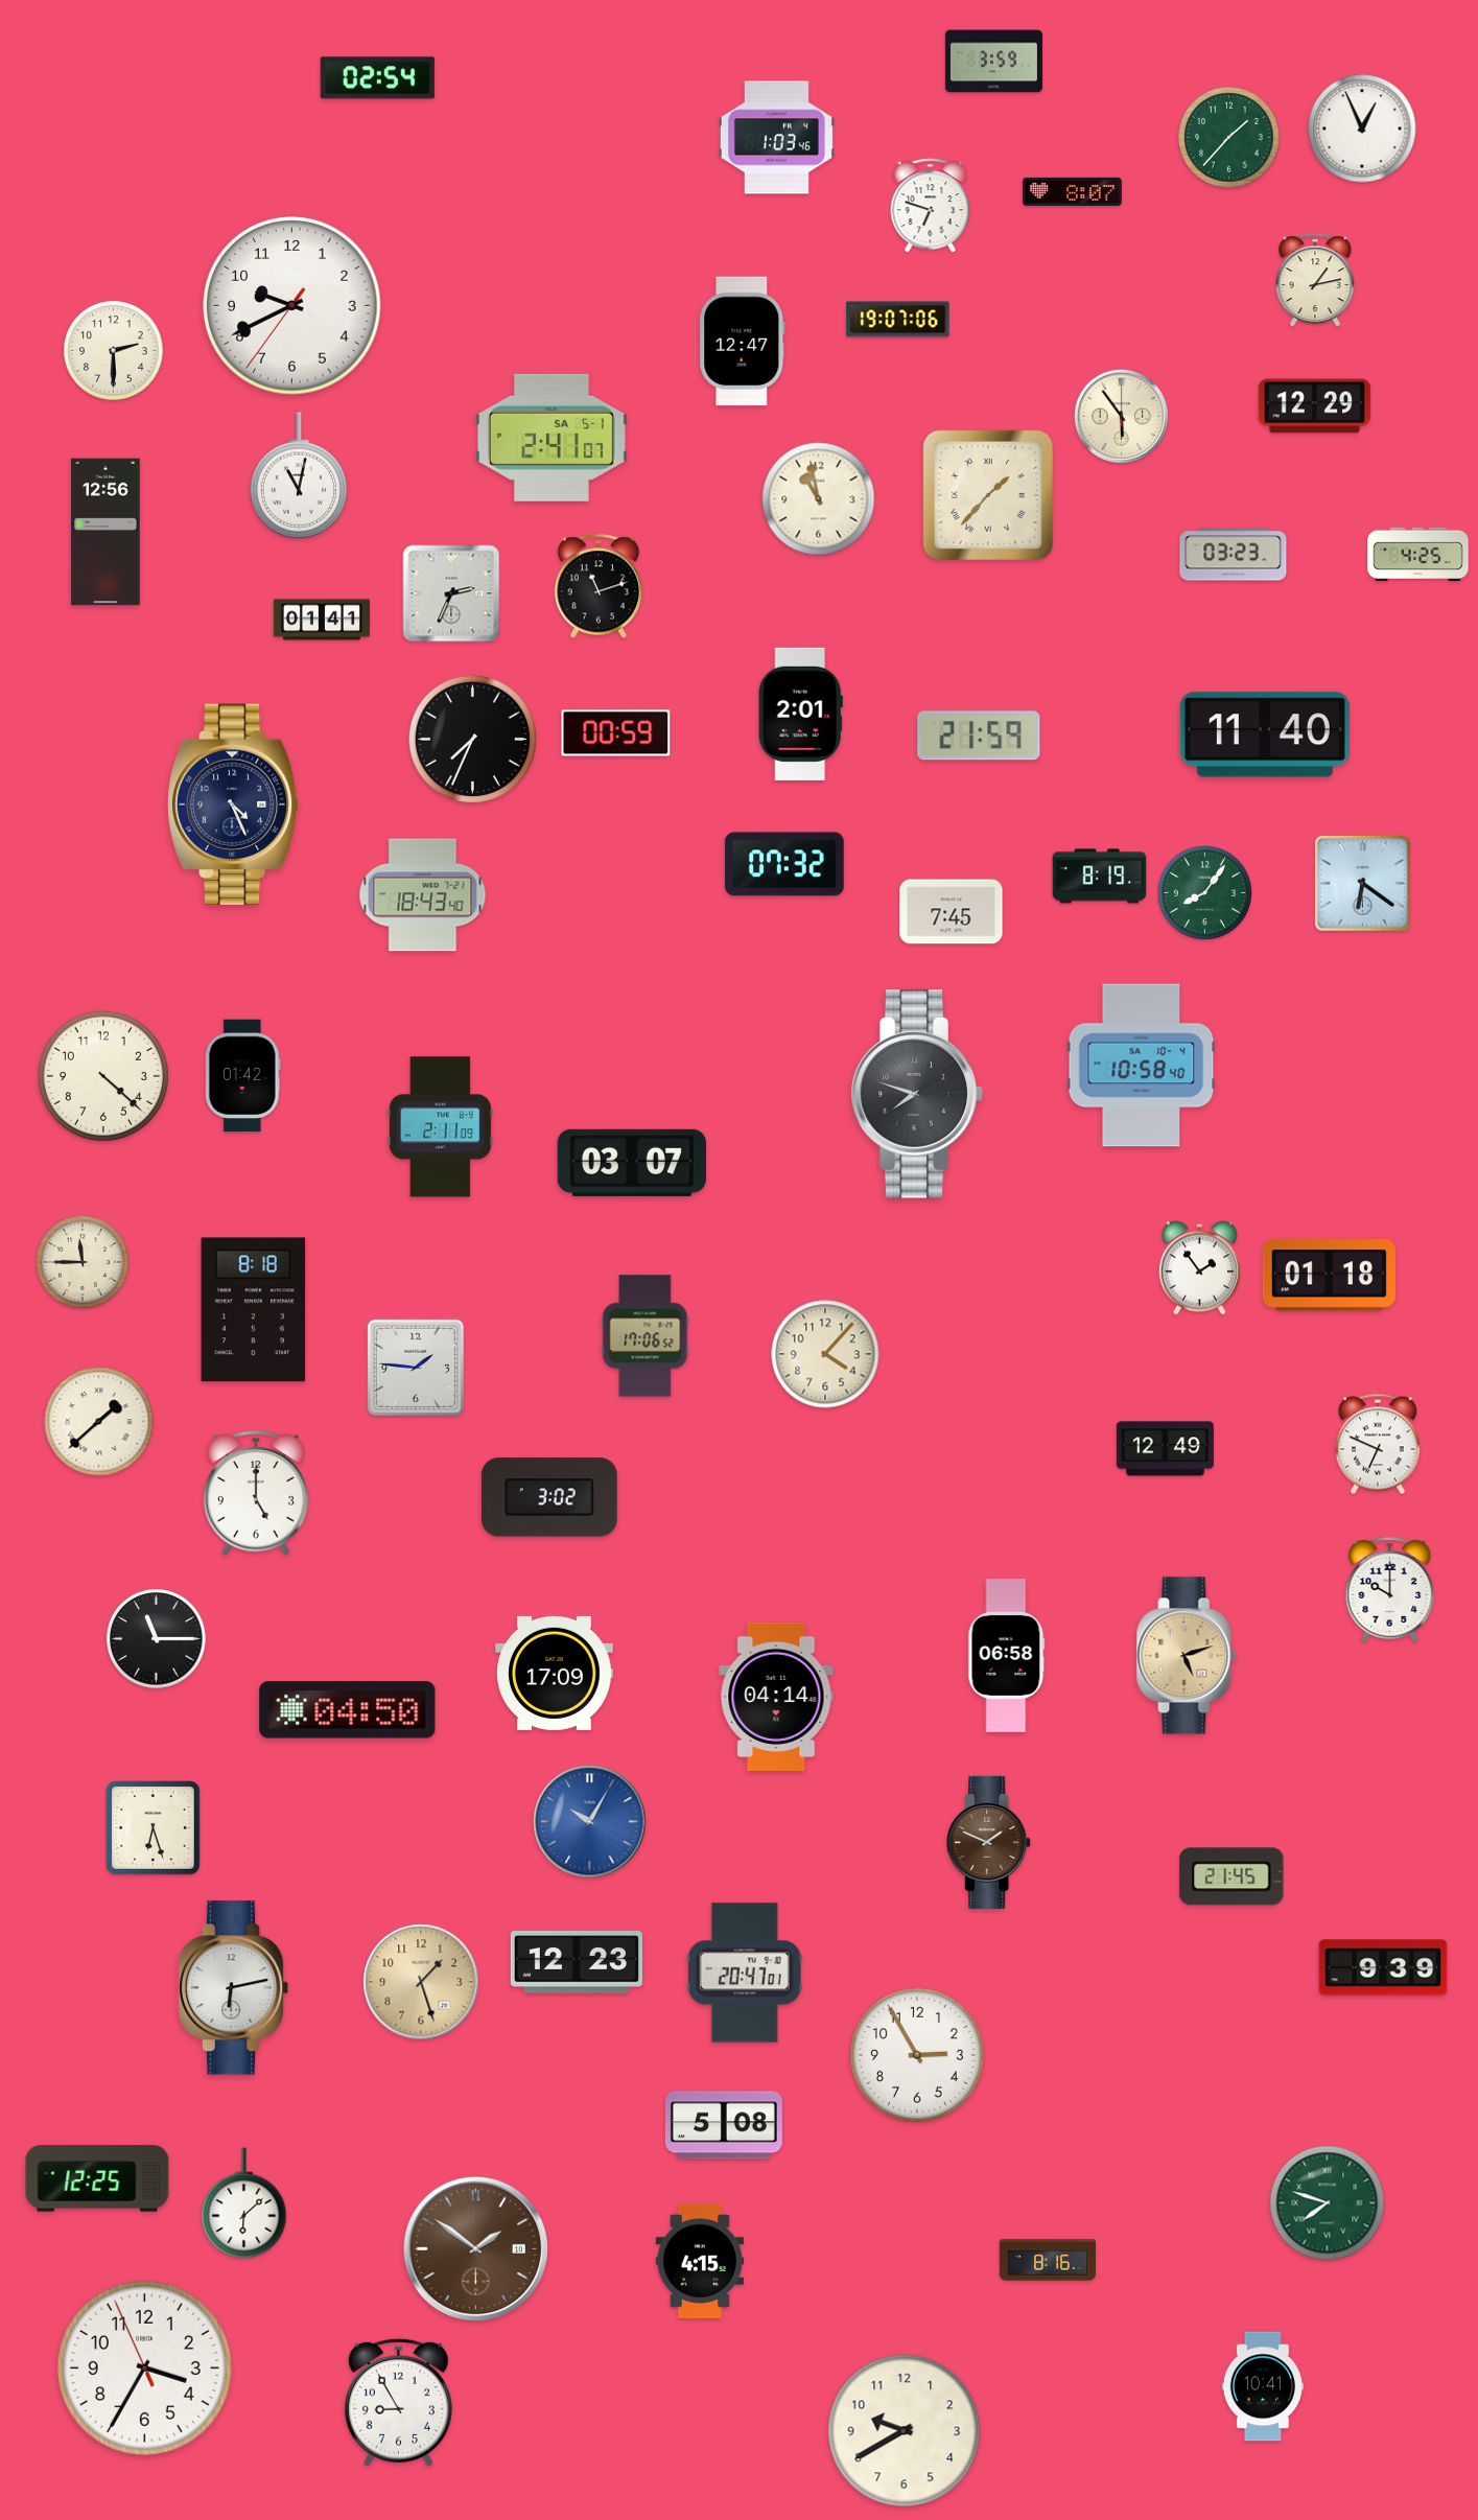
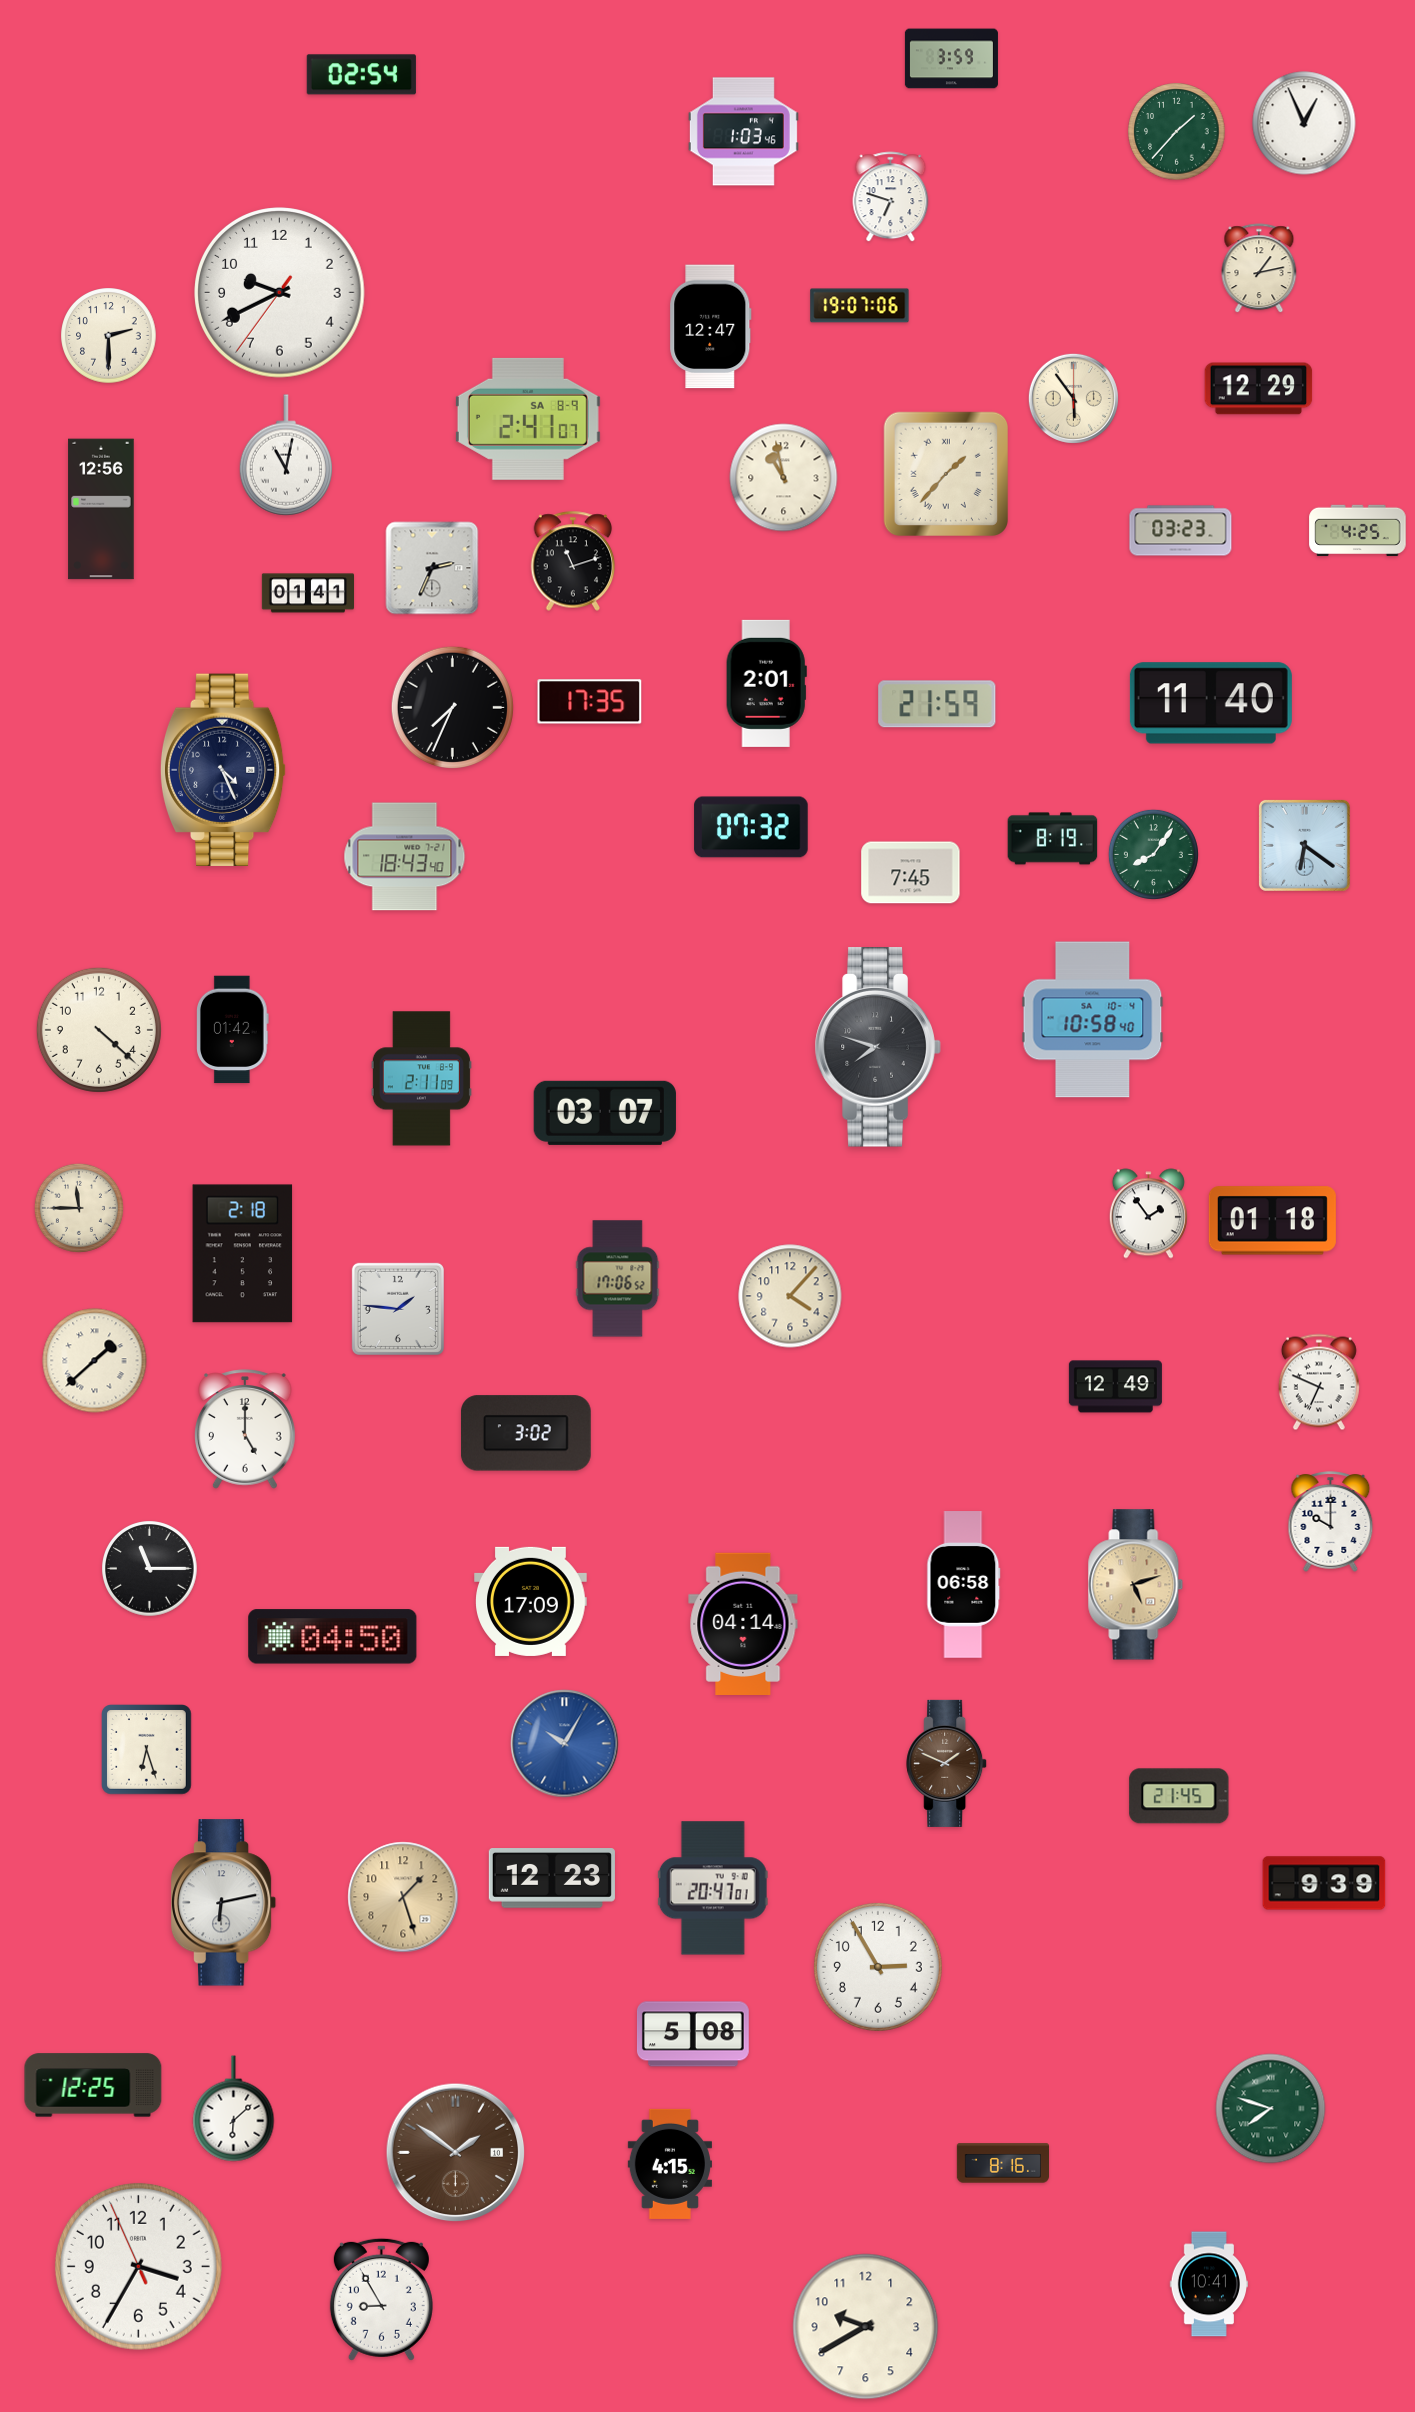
clock at (1072, 191): 8:07 -> none
clock at (552, 438) date: SA 5-1 -> SA 8-9
clock at (616, 733): 00:59 -> 17:35
clock at (254, 1310): 8:18 -> 2:18
